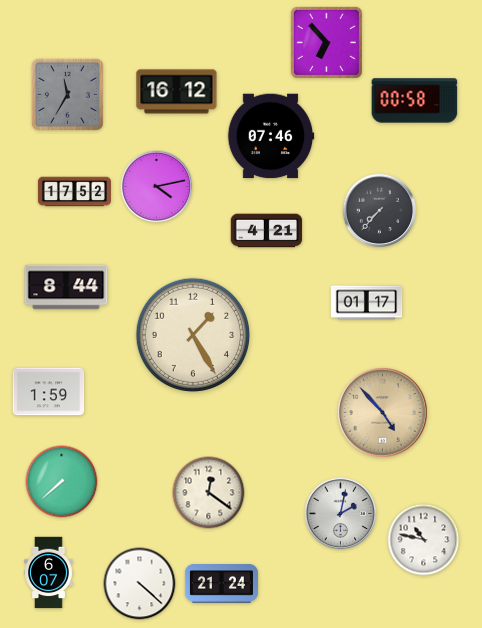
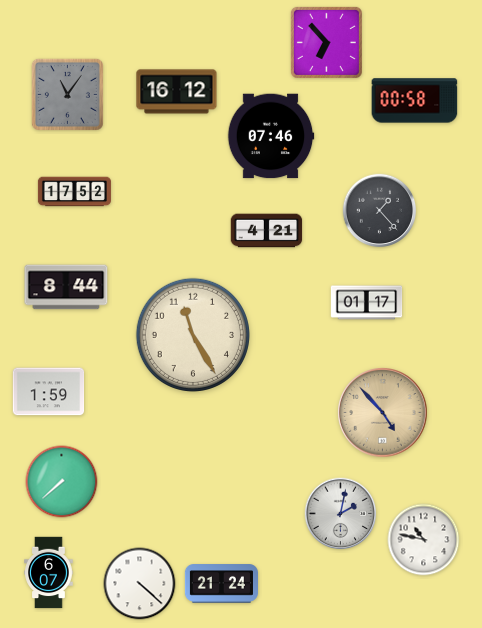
clock at (67, 94): 11:35 -> 11:06
clock at (157, 187): 4:13 -> none
clock at (380, 211): 7:37 -> 1:23
clock at (193, 335): 1:25 -> 11:25
clock at (209, 493): 12:21 -> none
